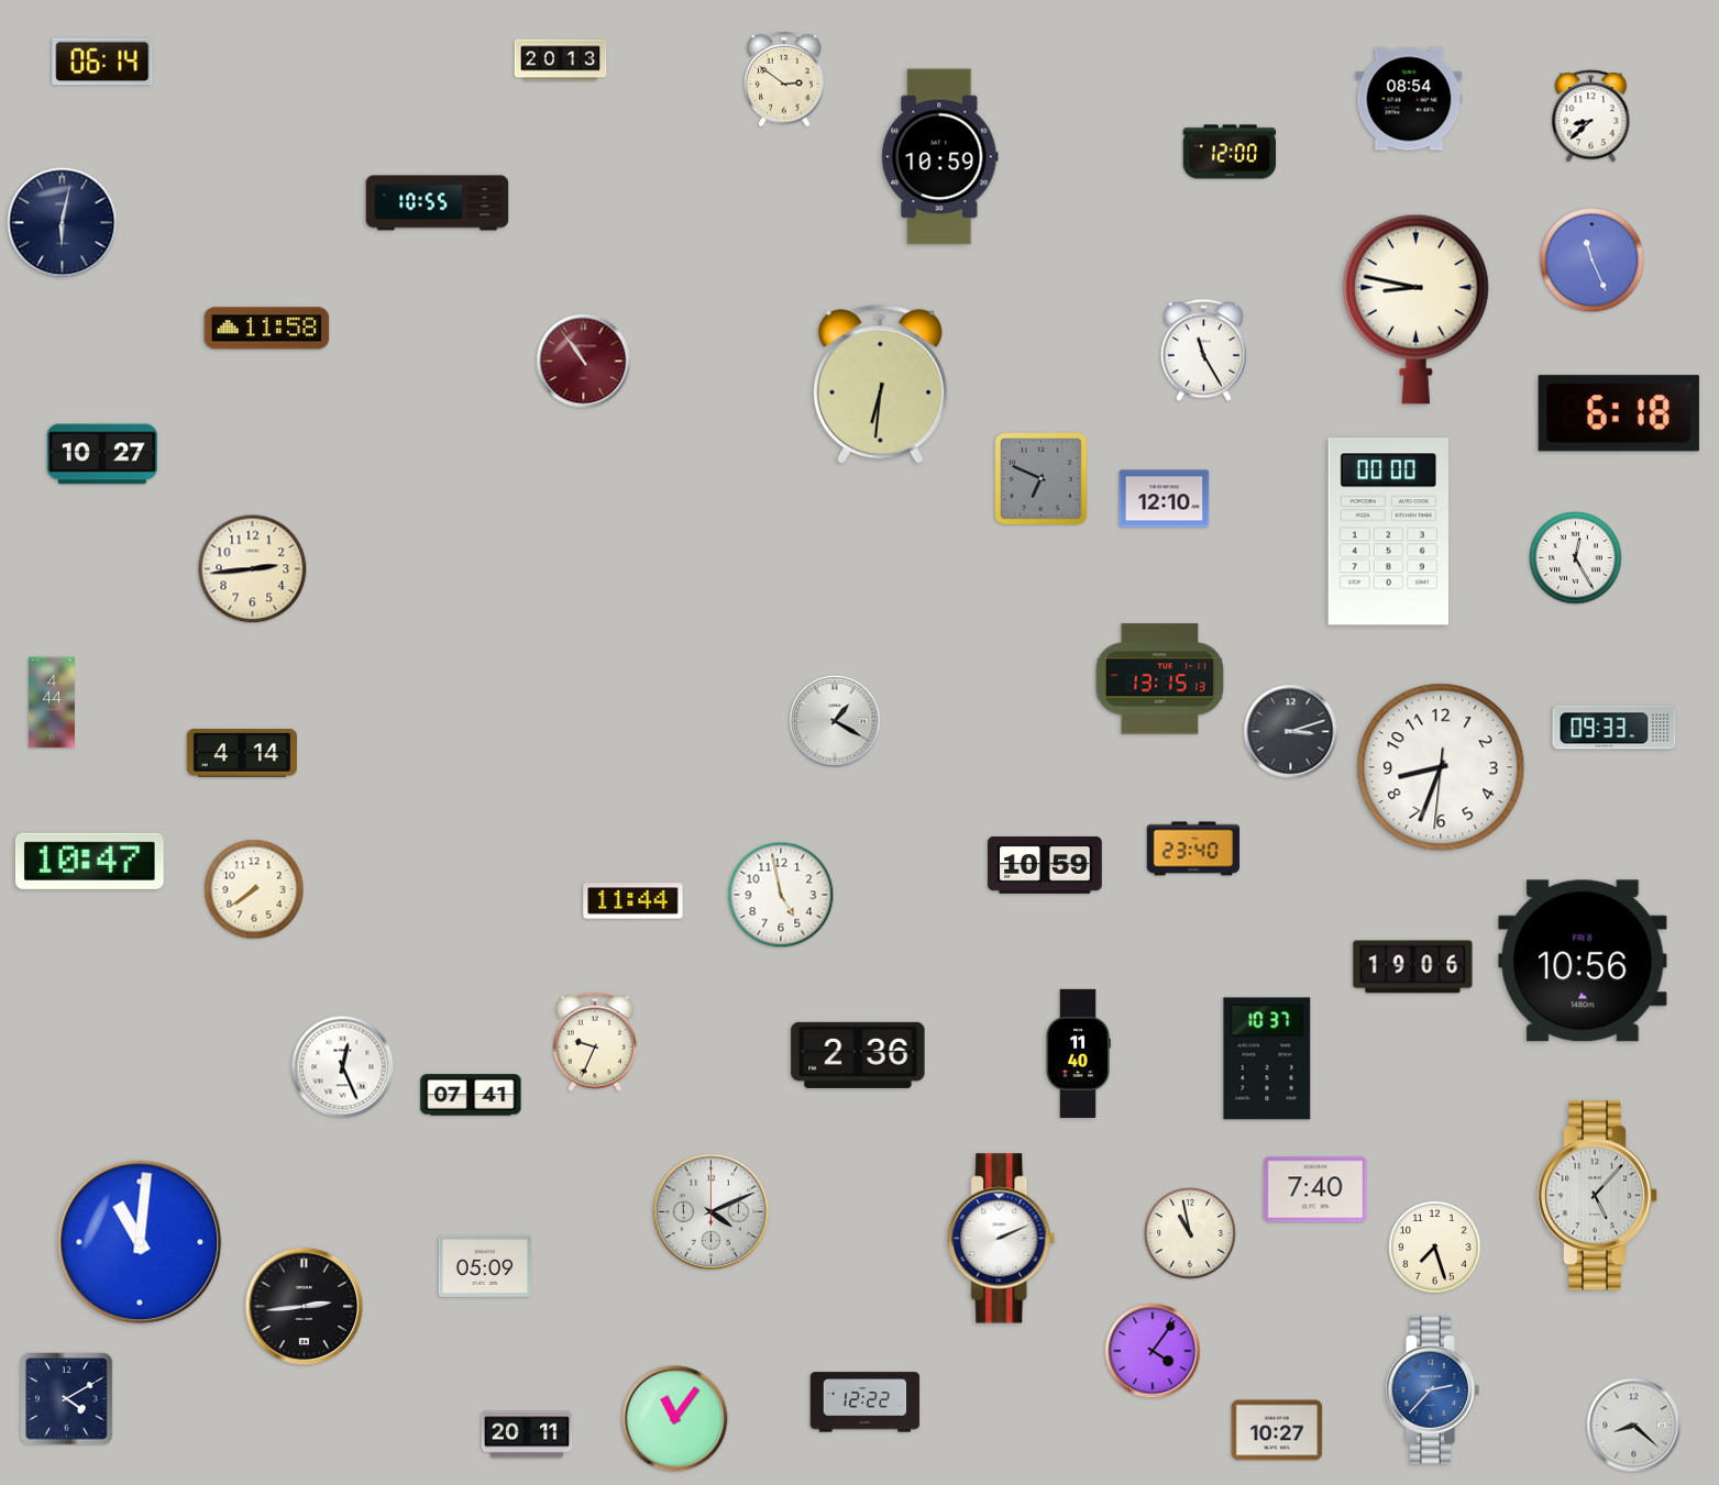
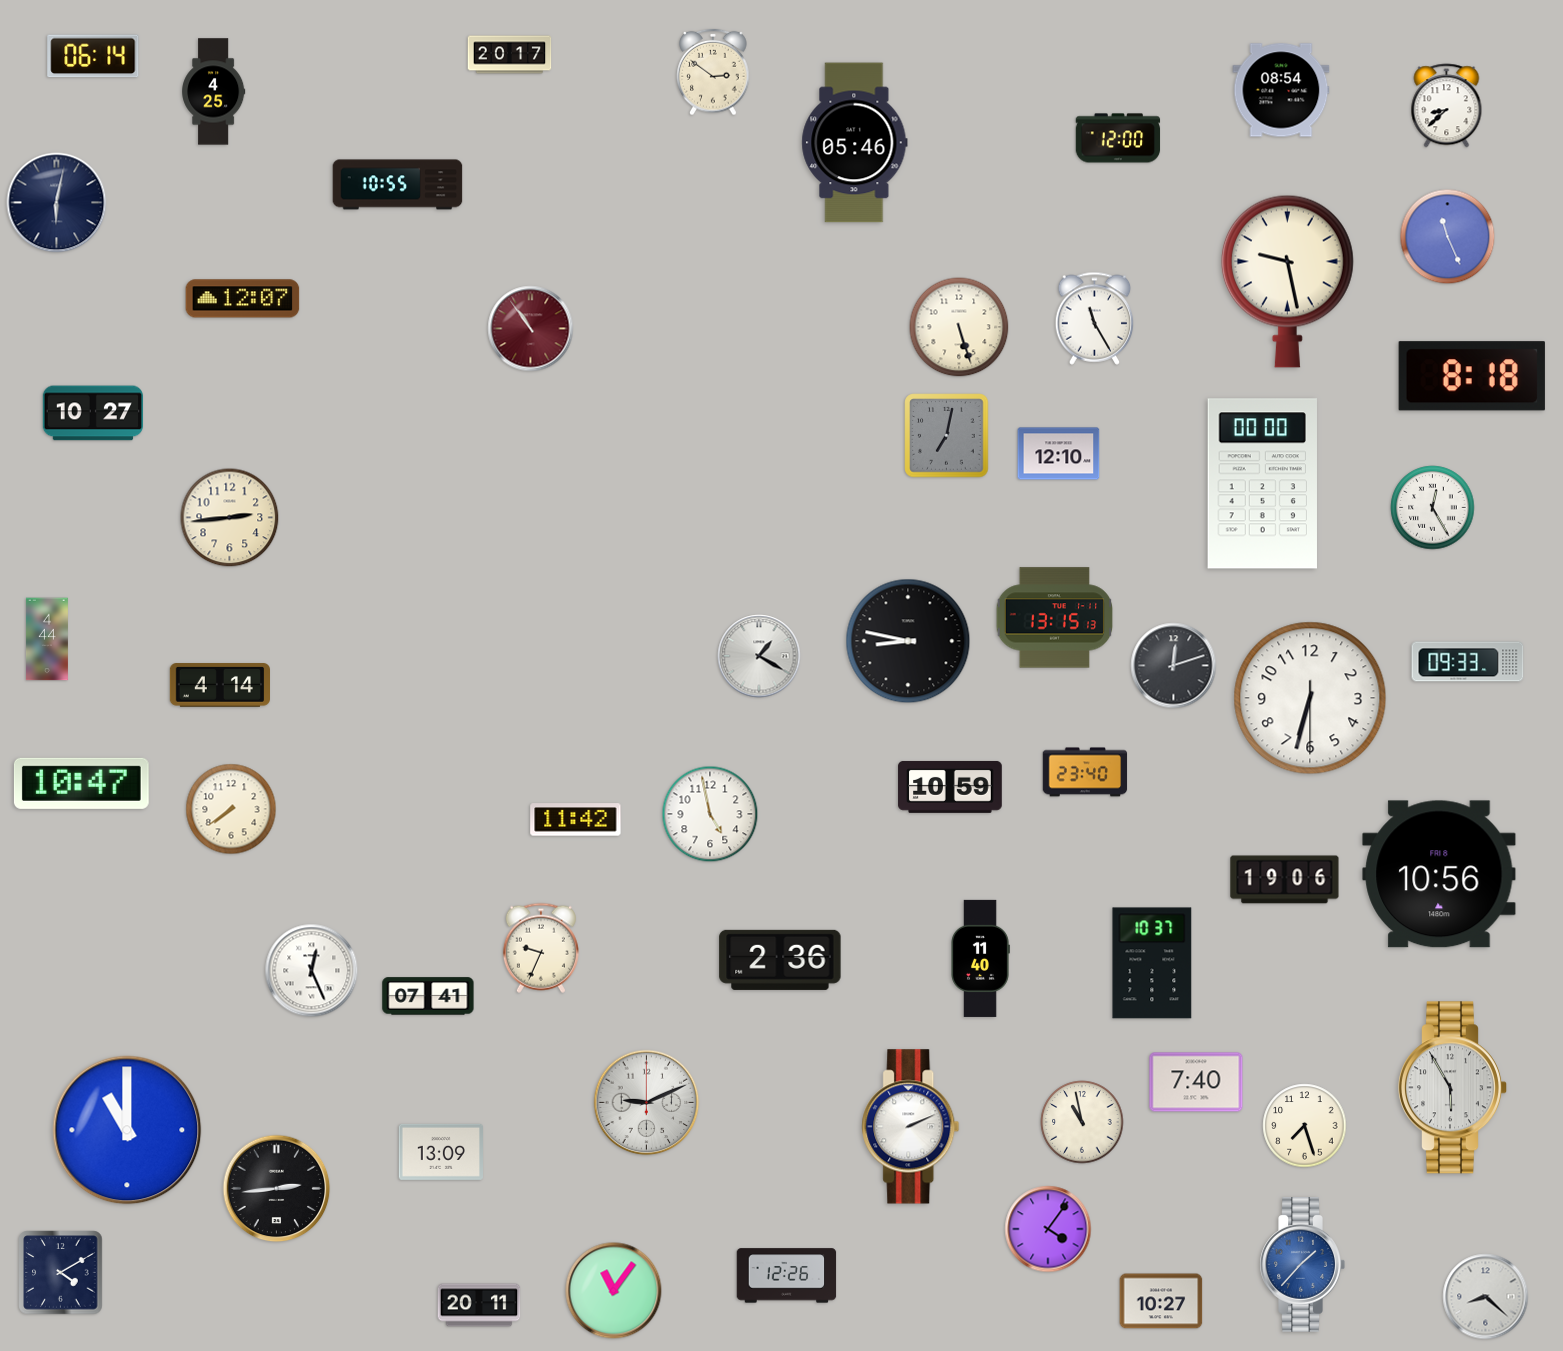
clock at (561, 60): 20:13 -> 20:17
clock at (214, 92): none -> 4:25
clock at (940, 157): 10:59 -> 05:46
clock at (1415, 309): 8:47 -> 9:28
clock at (267, 329): 11:58 -> 12:07
clock at (959, 327): none -> 5:27
clock at (880, 385): 6:31 -> none
clock at (1619, 413): 6:18 -> 8:18
clock at (1042, 479): 6:49 -> 7:02
clock at (908, 641): none -> 8:47
clock at (1291, 732): 3:12 -> 12:12
clock at (1441, 767): 8:33 -> 6:32
clock at (633, 901): 11:44 -> 11:42
clock at (1597, 1196): 5:07 -> 5:55
clock at (712, 1212): 4:11 -> 9:11
clock at (140, 1242): 11:01 -> 11:00
clock at (1435, 1248) position: (1435, 1248) -> (1305, 1126)
clock at (484, 1266): 05:09 -> 13:09
clock at (1432, 1389): 2:37 -> 1:37
clock at (866, 1403): 12:22 -> 12:26
